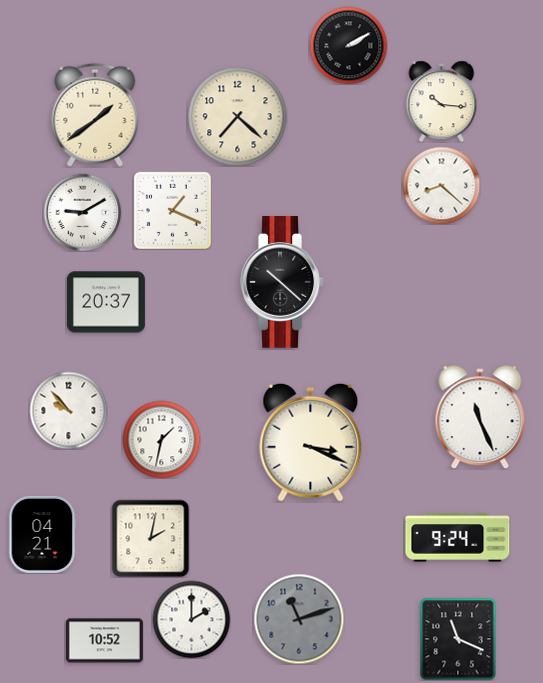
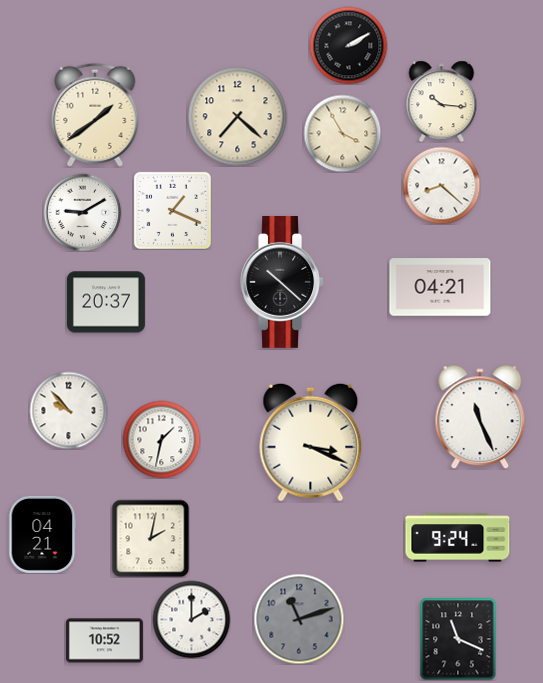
clock at (342, 133): none -> 3:55
clock at (440, 287): none -> 04:21
